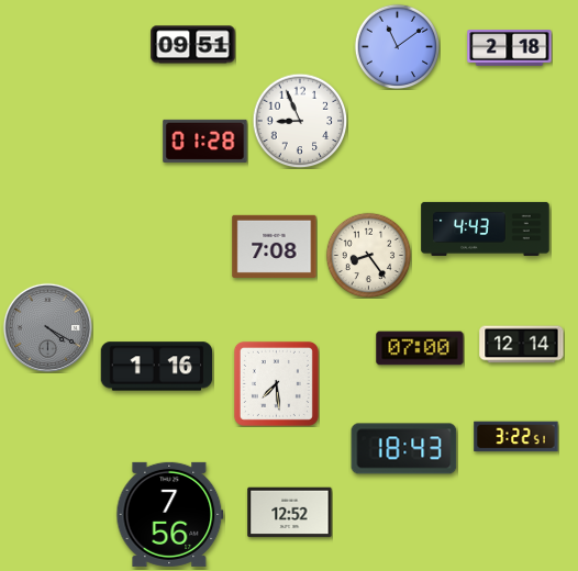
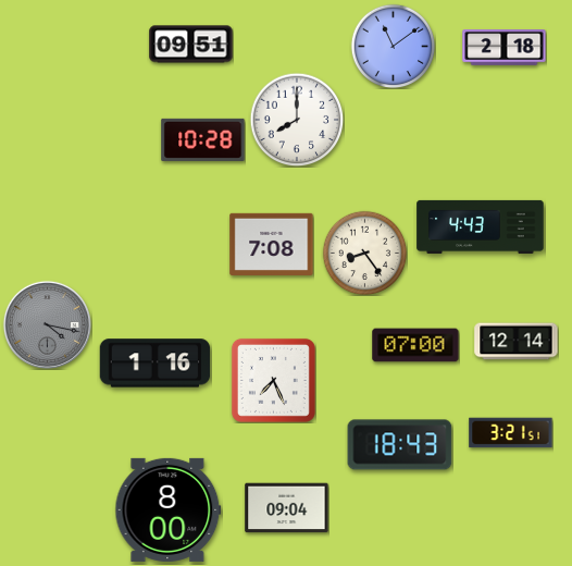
clock at (300, 121): 8:56 -> 8:00
clock at (205, 141): 01:28 -> 10:28
clock at (47, 327): 4:20 -> 4:17
clock at (276, 383): 7:29 -> 7:26
clock at (516, 437): 3:22 -> 3:21
clock at (290, 513): 12:52 -> 09:04
clock at (170, 514): 7:56 -> 8:00
